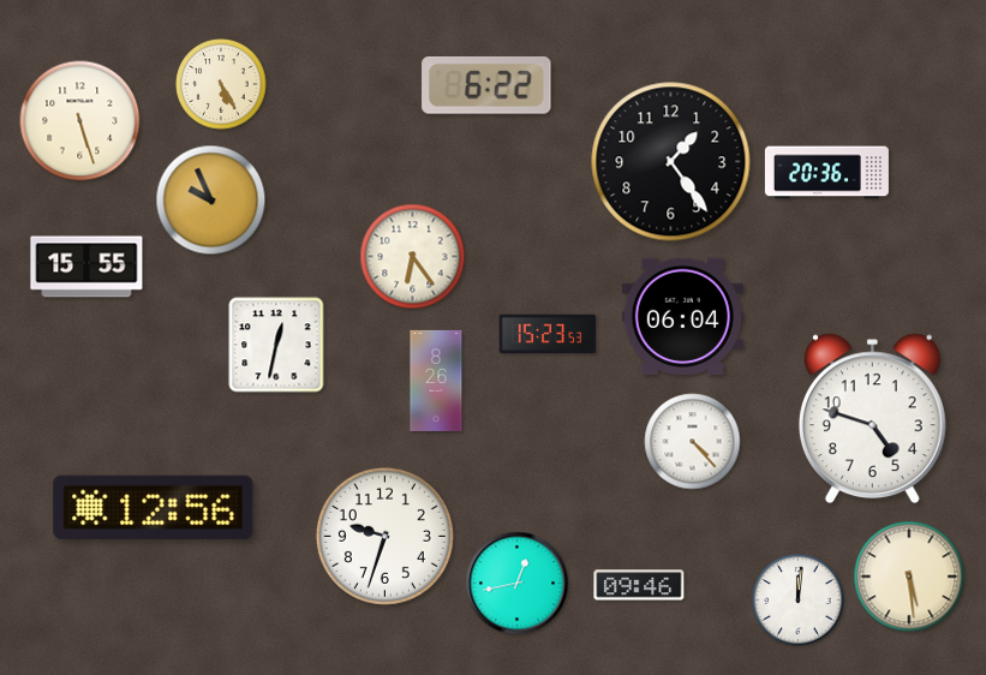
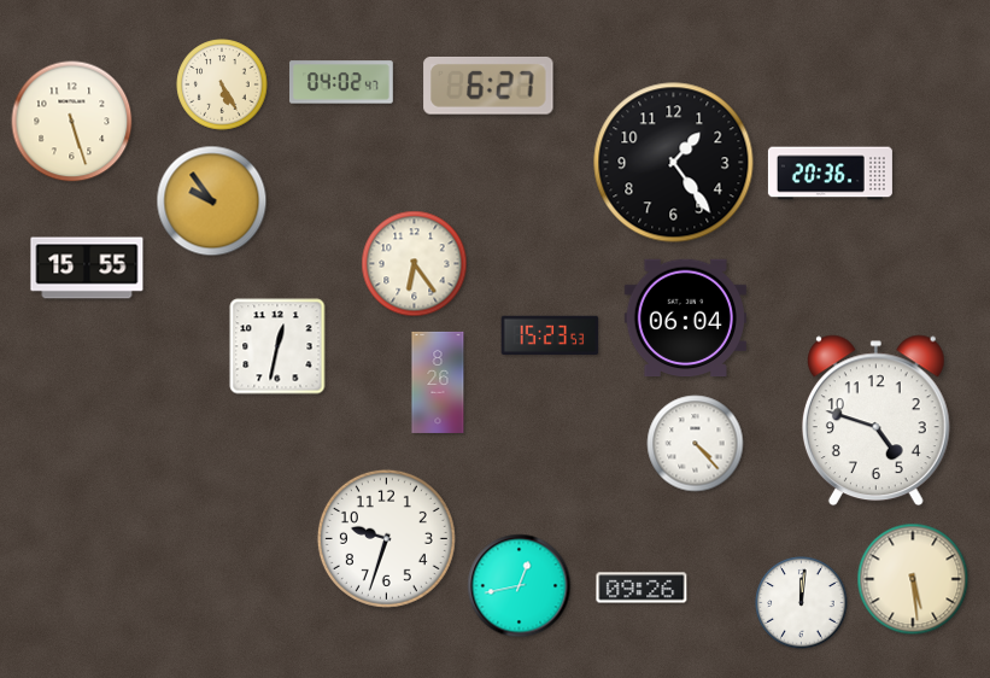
clock at (342, 82): none -> 04:02
clock at (486, 85): 6:22 -> 6:27
clock at (80, 121) position: (80, 121) -> (72, 122)
clock at (211, 201): 9:56 -> 9:54
clock at (413, 257) position: (413, 257) -> (415, 264)
clock at (154, 507): 12:56 -> none
clock at (639, 585): 09:46 -> 09:26
